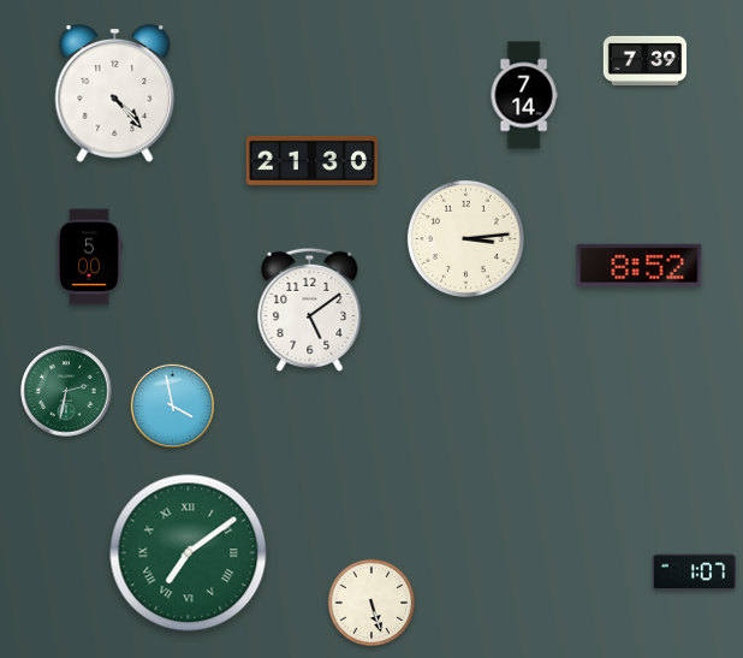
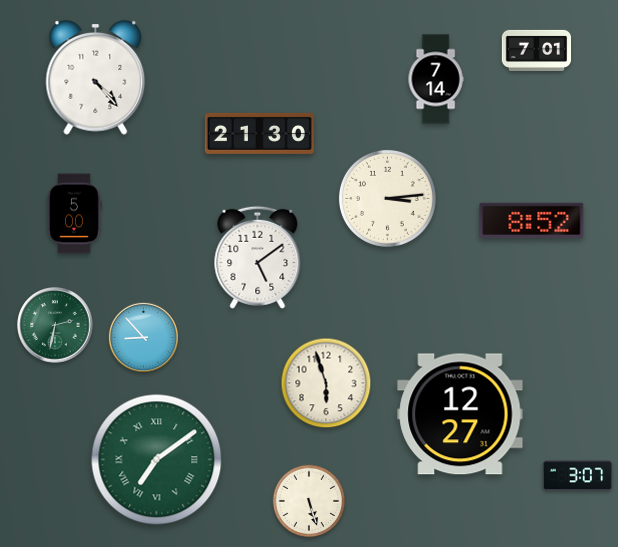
clock at (646, 60): 7:39 -> 7:01
clock at (172, 405): 3:58 -> 8:53
clock at (326, 383): none -> 5:57
clock at (460, 414): none -> 12:27
clock at (695, 573): 1:07 -> 3:07
